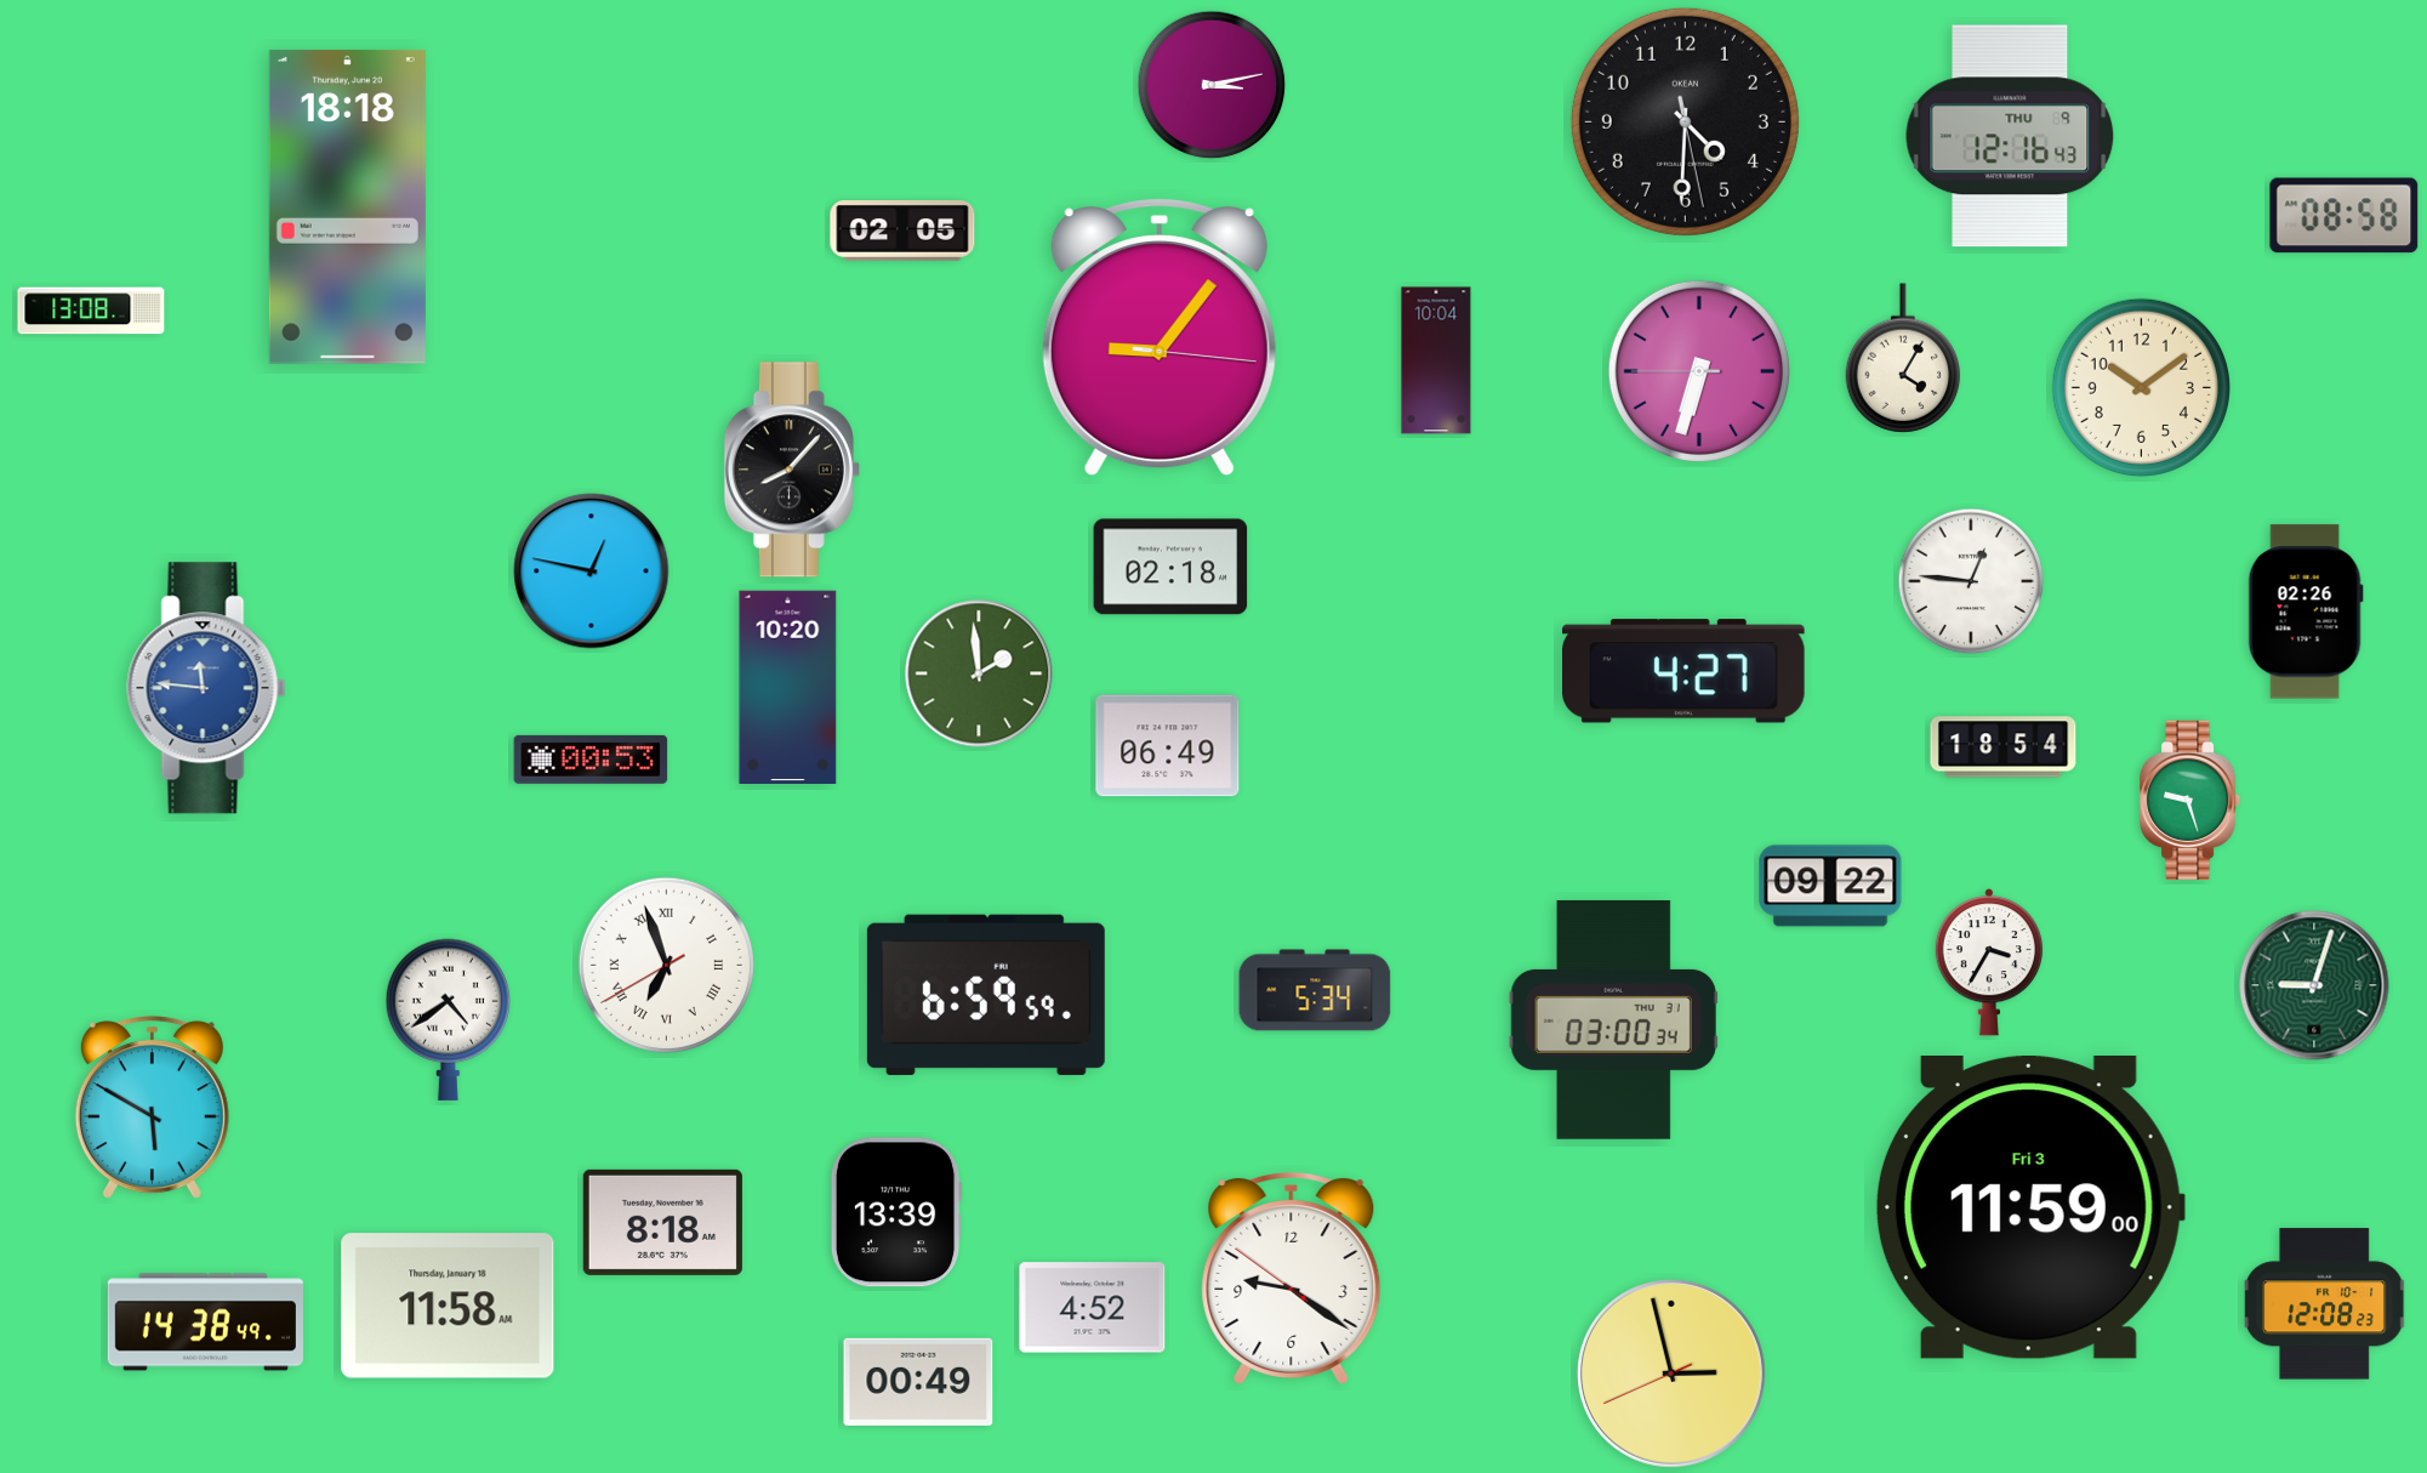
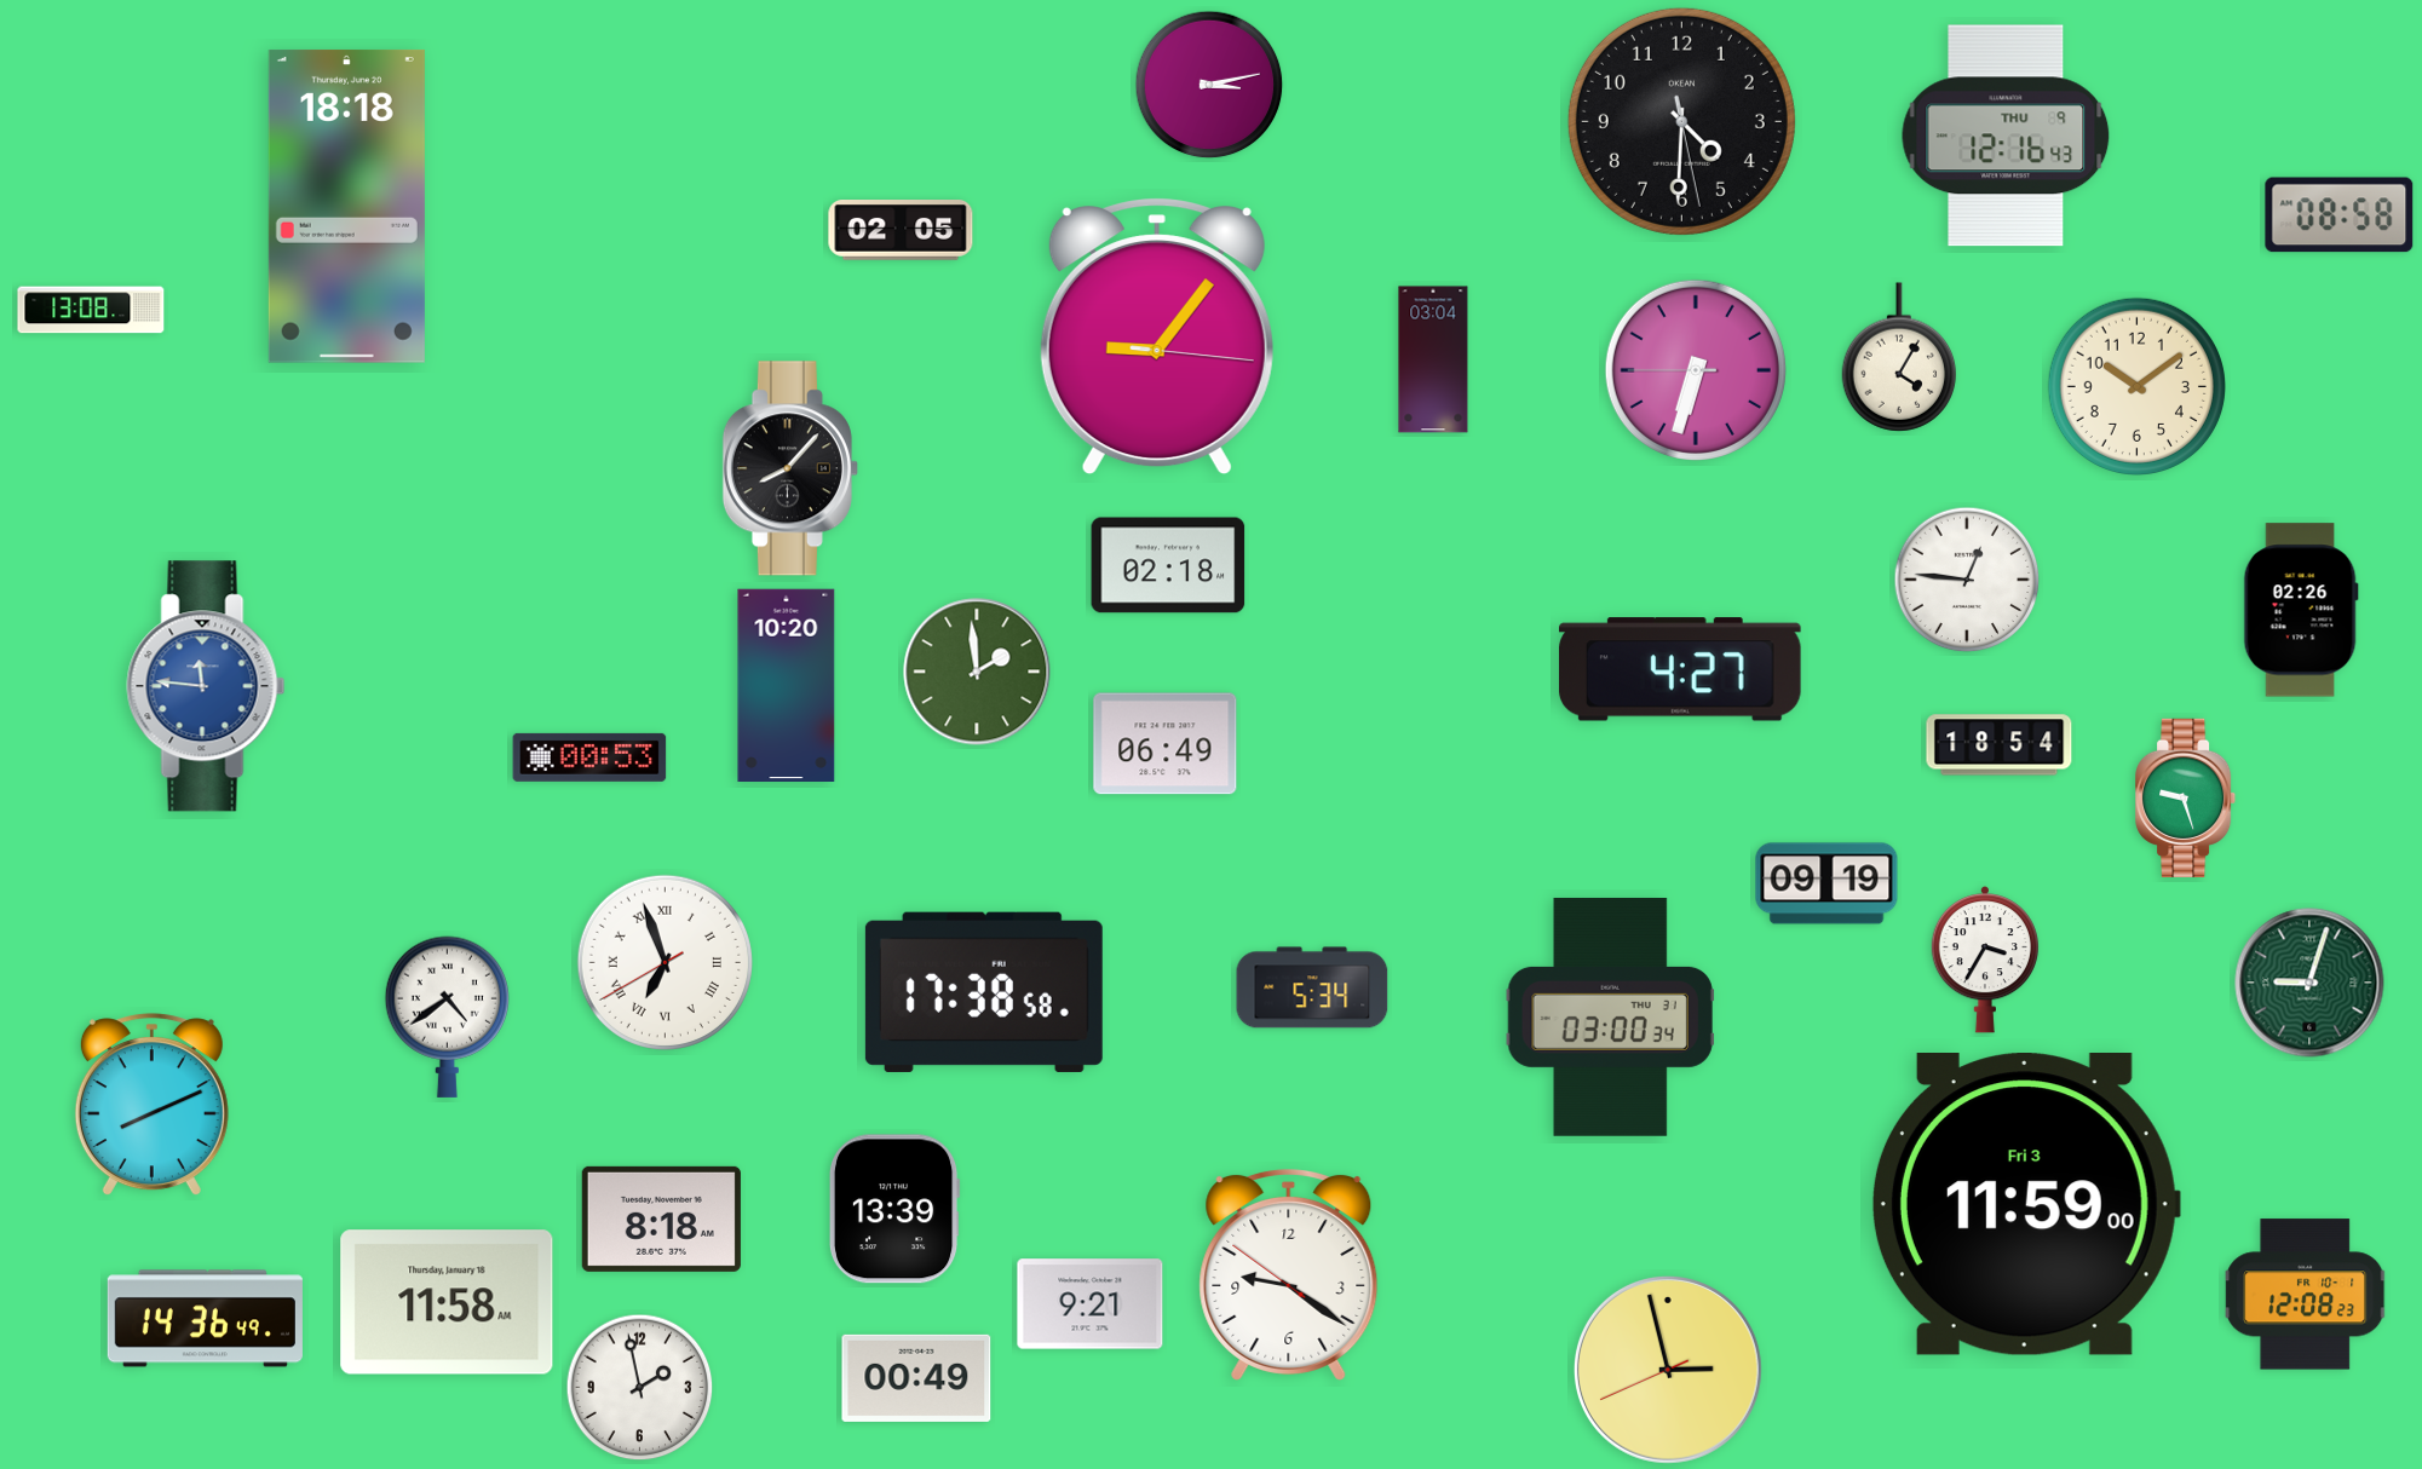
clock at (1436, 360): 10:04 -> 03:04
clock at (592, 571): 12:47 -> none
clock at (1830, 886): 09:22 -> 09:19
clock at (986, 995): 6:59 -> 17:38
clock at (152, 1108): 5:50 -> 8:11
clock at (2325, 1304) position: (2325, 1304) -> (2306, 1295)
clock at (1093, 1308): 4:52 -> 9:21
clock at (205, 1323): 14:38 -> 14:36
clock at (640, 1388): none -> 1:58
